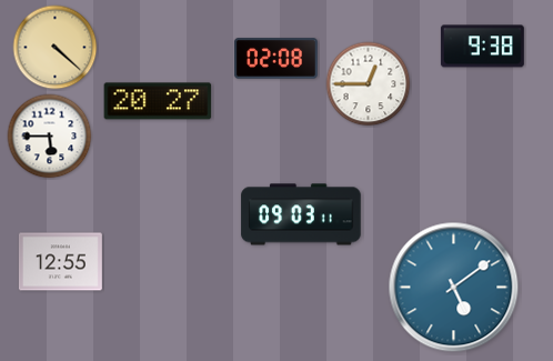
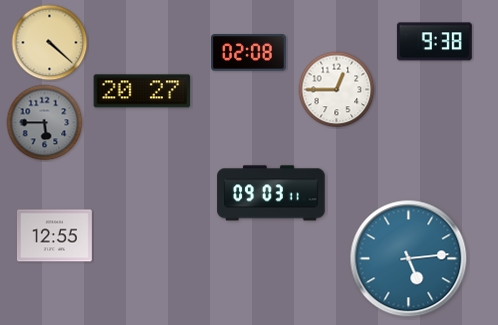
clock at (369, 84) position: (369, 84) -> (337, 90)
clock at (50, 137) dial: white -> grey
clock at (454, 288): 5:09 -> 5:14
